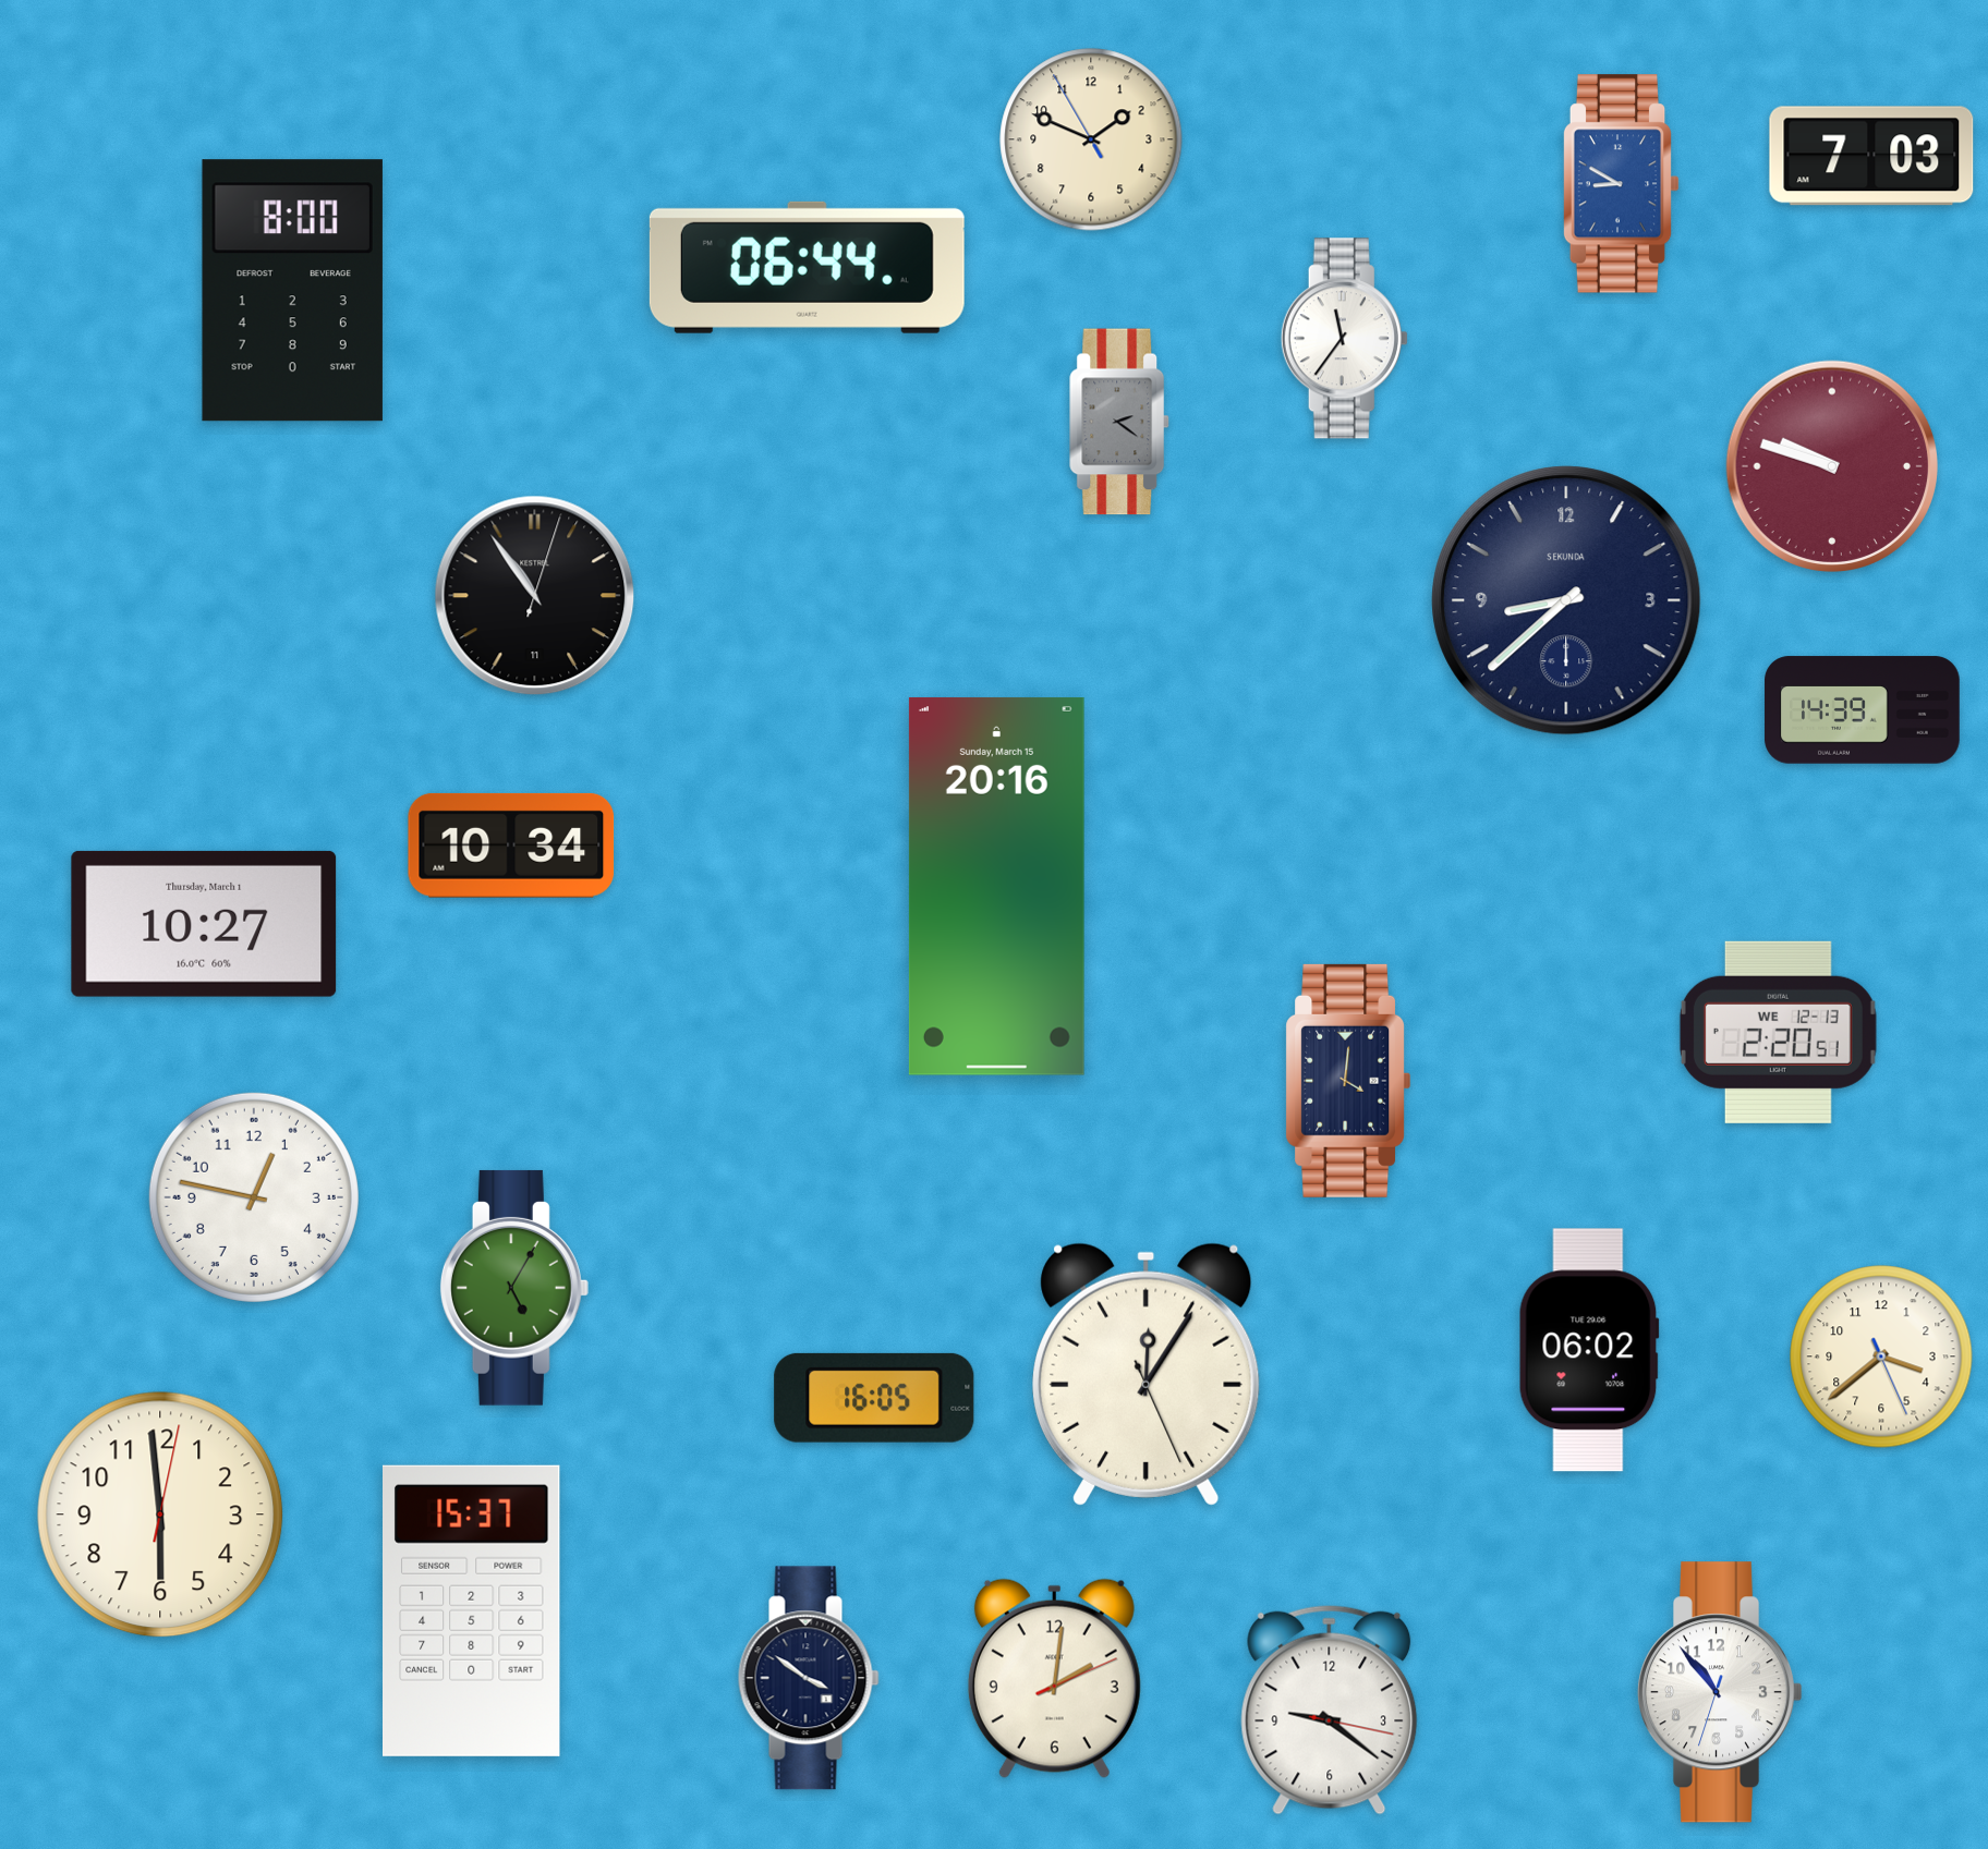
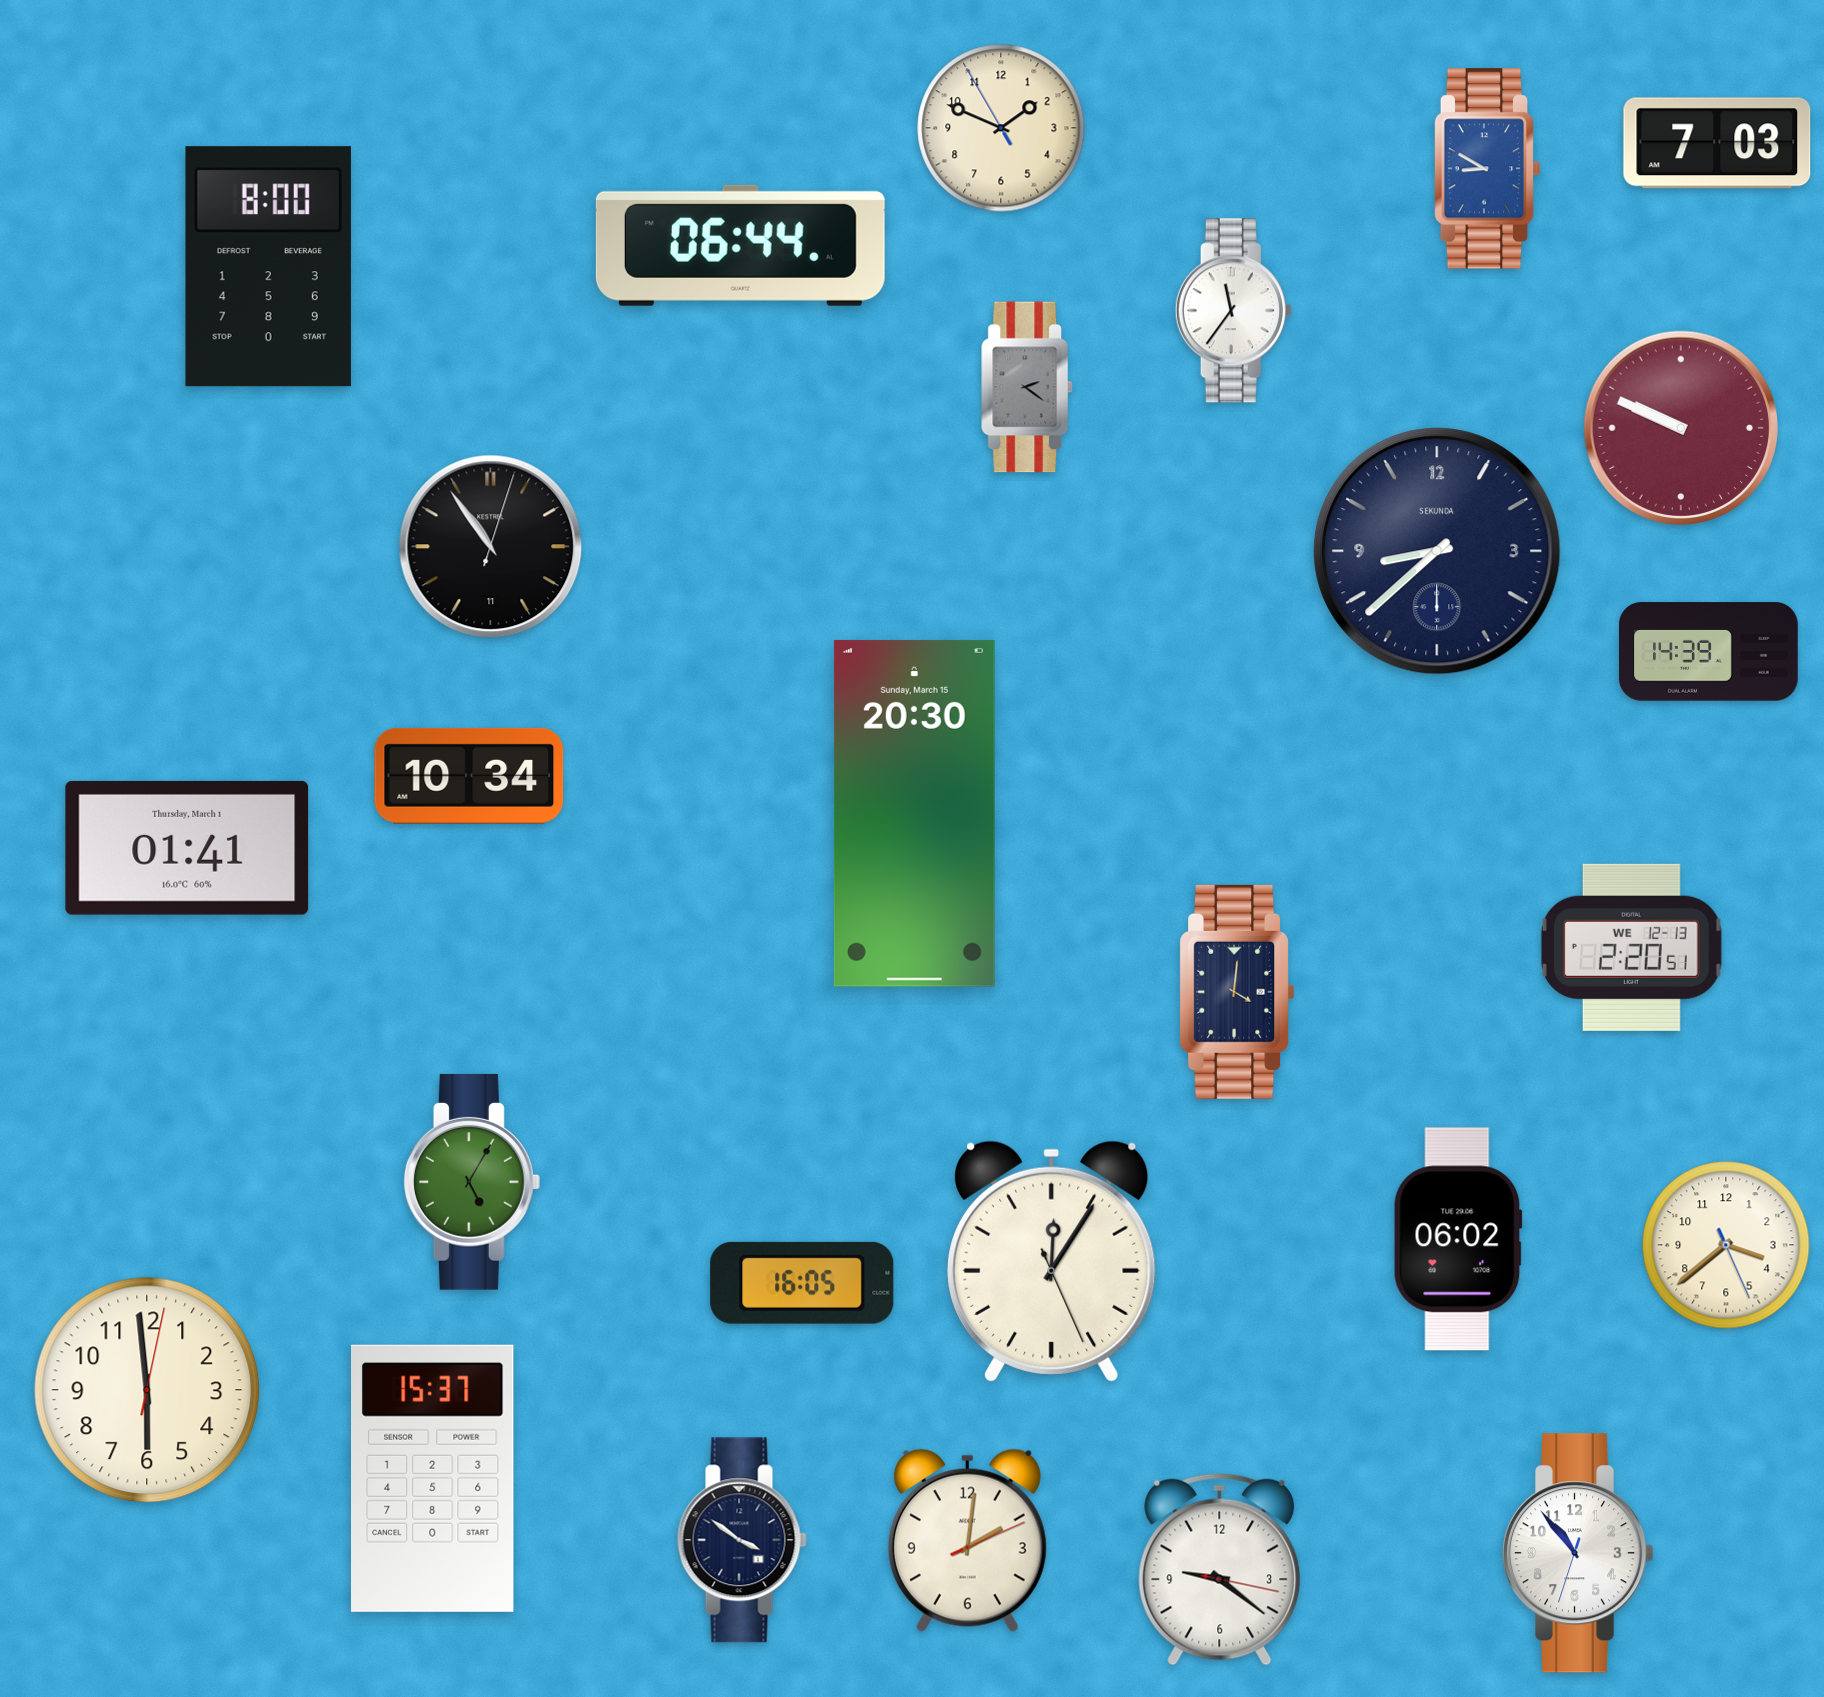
clock at (1831, 465): 9:48 -> 9:49
clock at (996, 886): 20:16 -> 20:30
clock at (204, 924): 10:27 -> 01:41
clock at (254, 1197): 12:47 -> none
